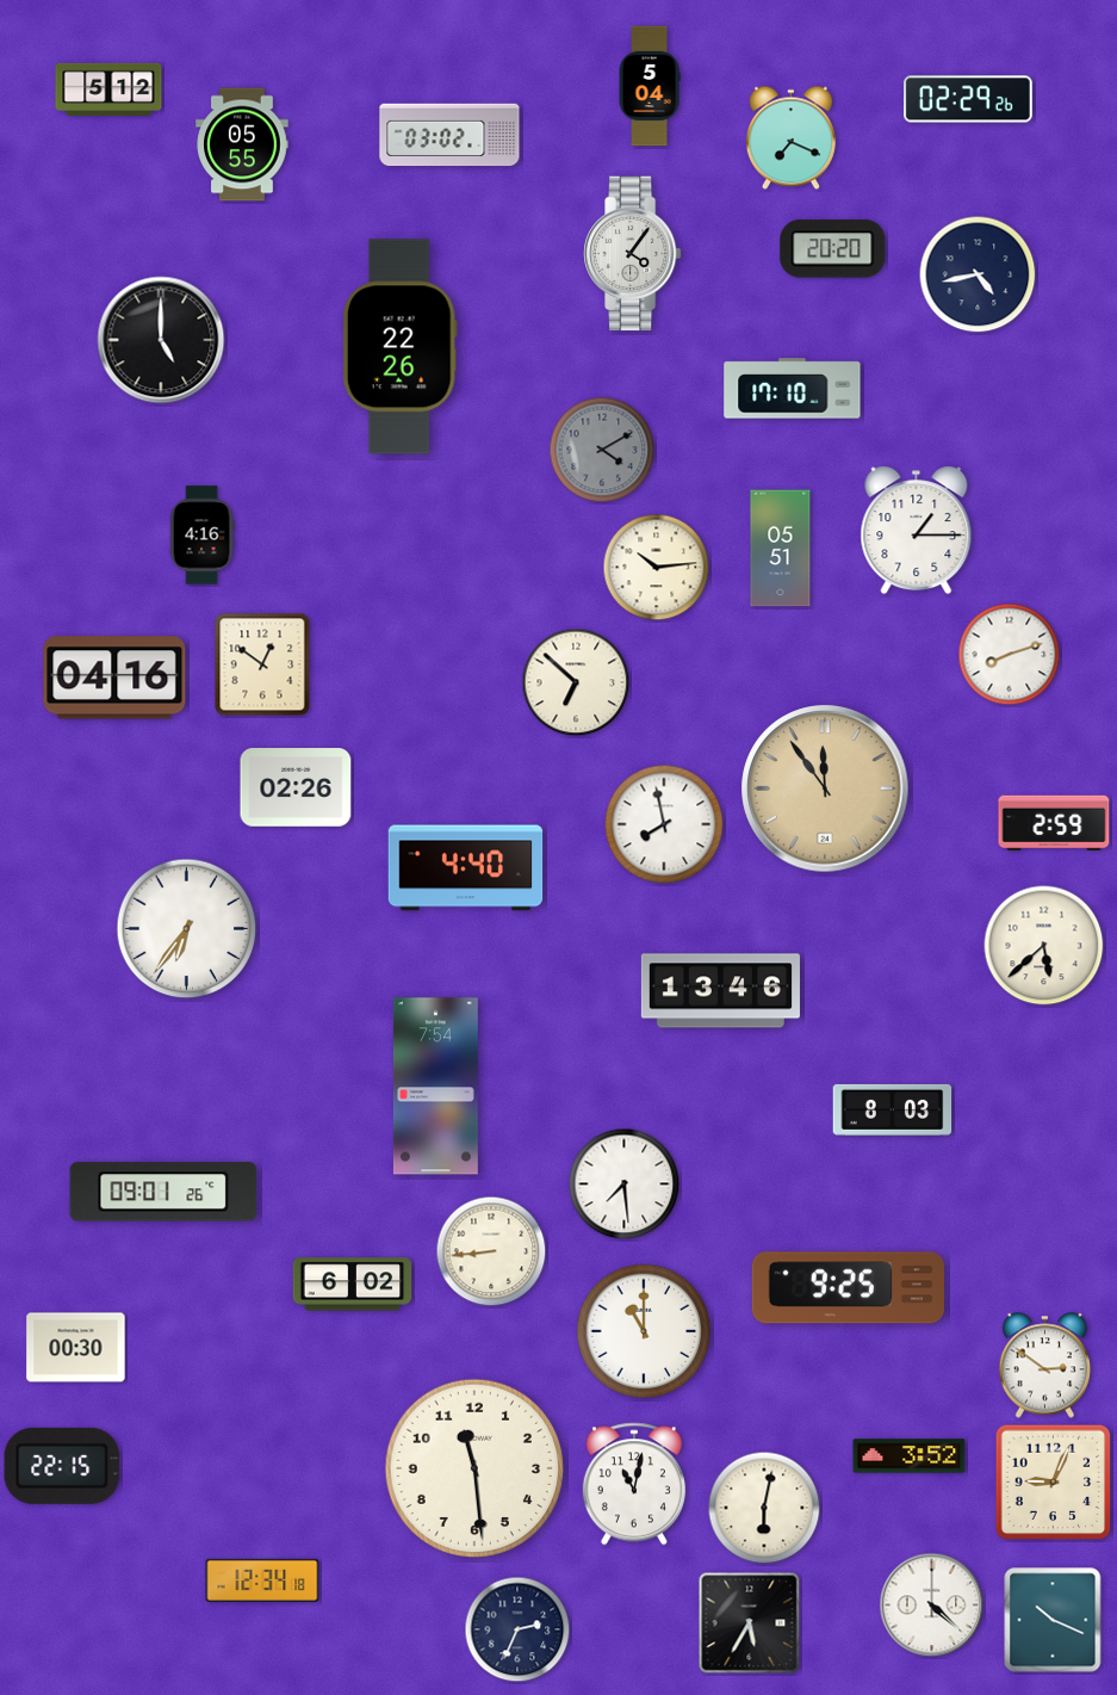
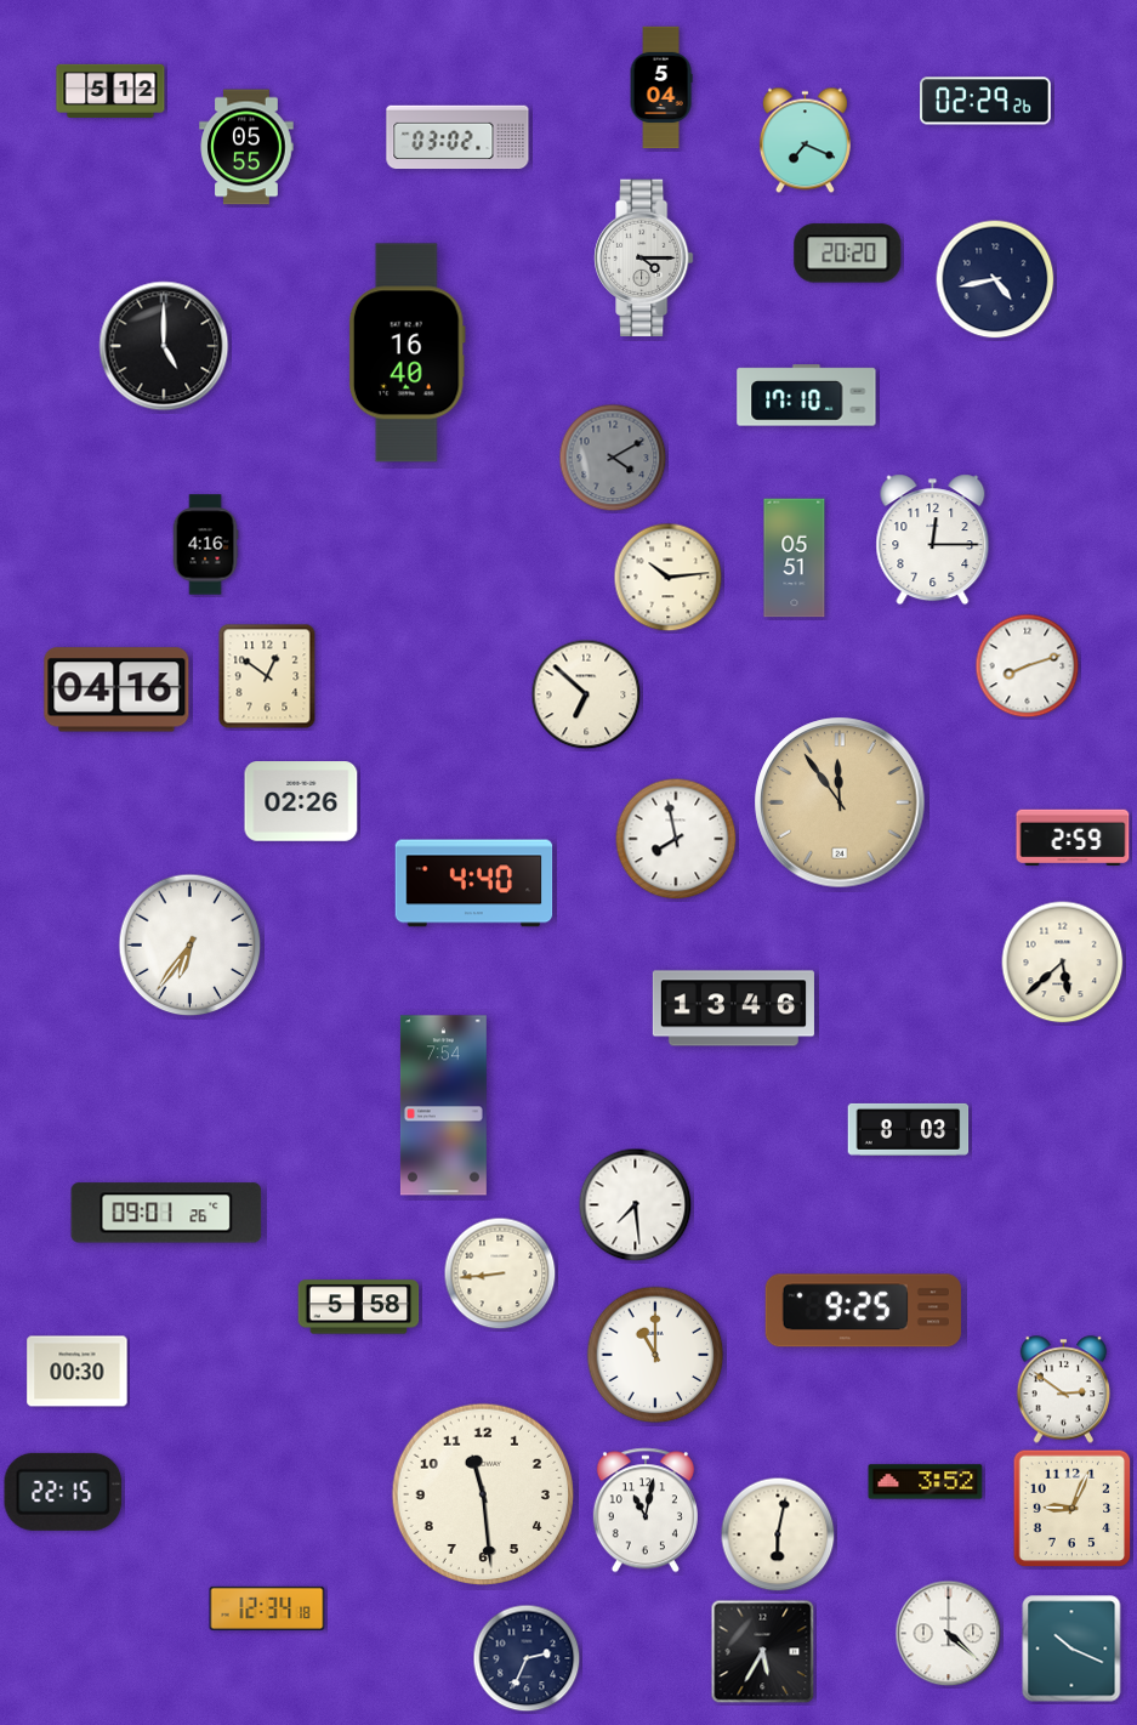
clock at (633, 254): 4:06 -> 4:15
clock at (399, 347): 22:26 -> 16:40
clock at (917, 531): 1:15 -> 12:15
clock at (353, 1285): 6:02 -> 5:58
